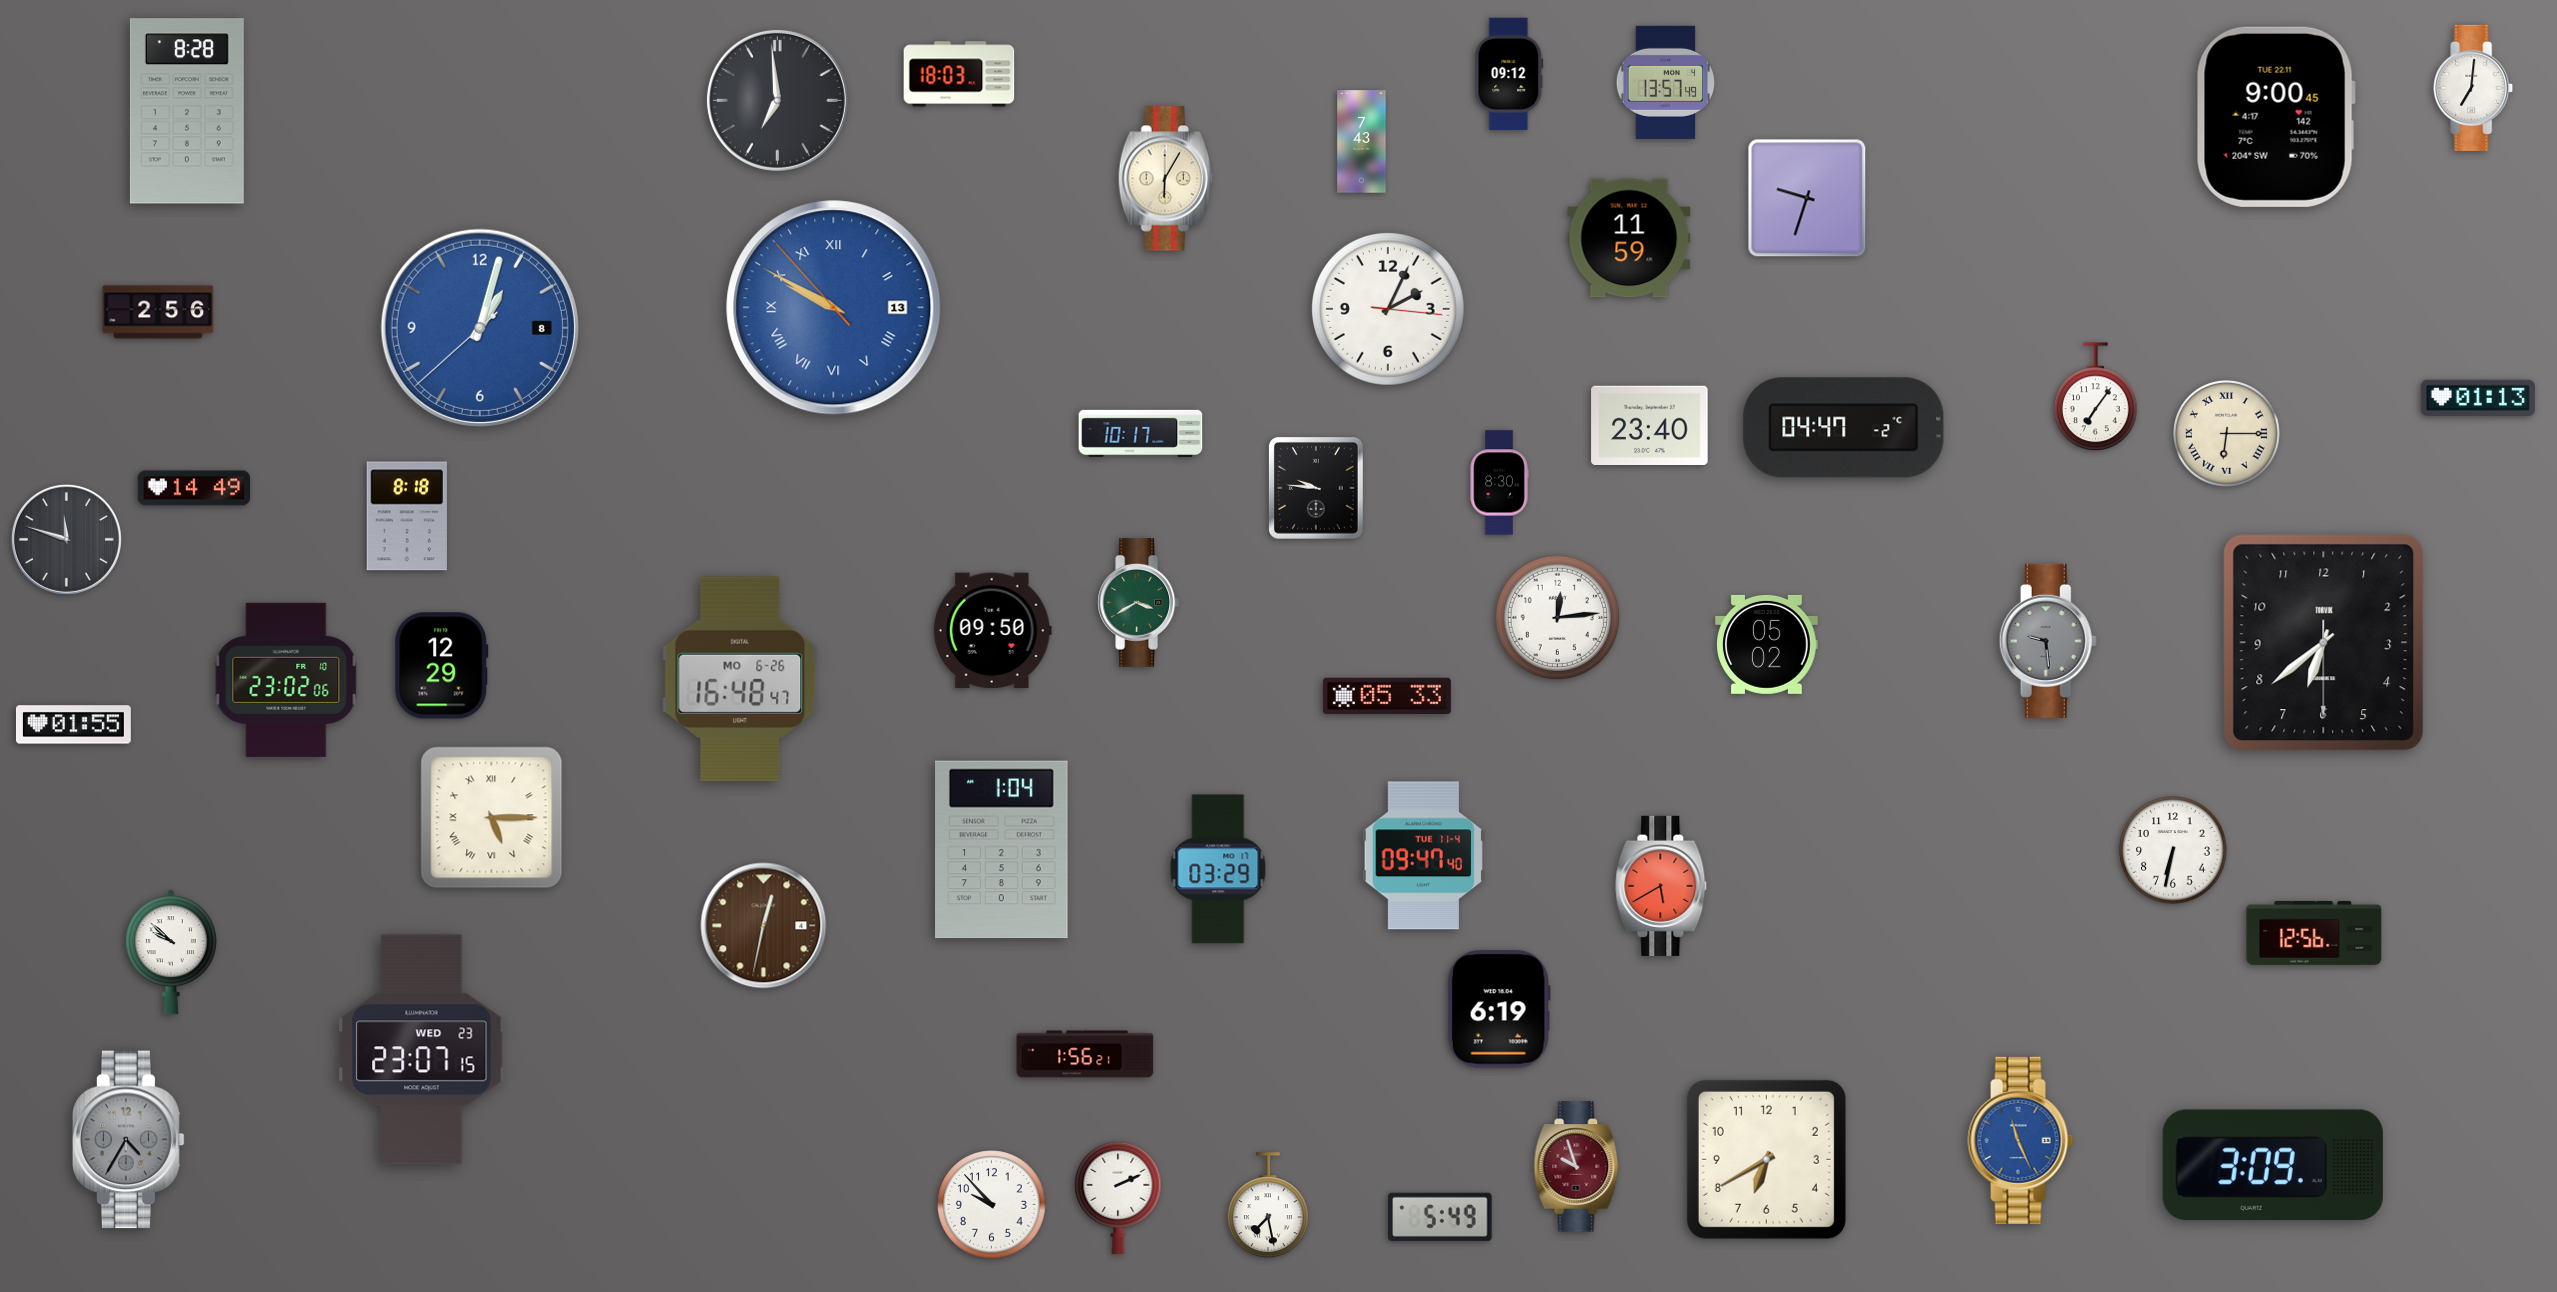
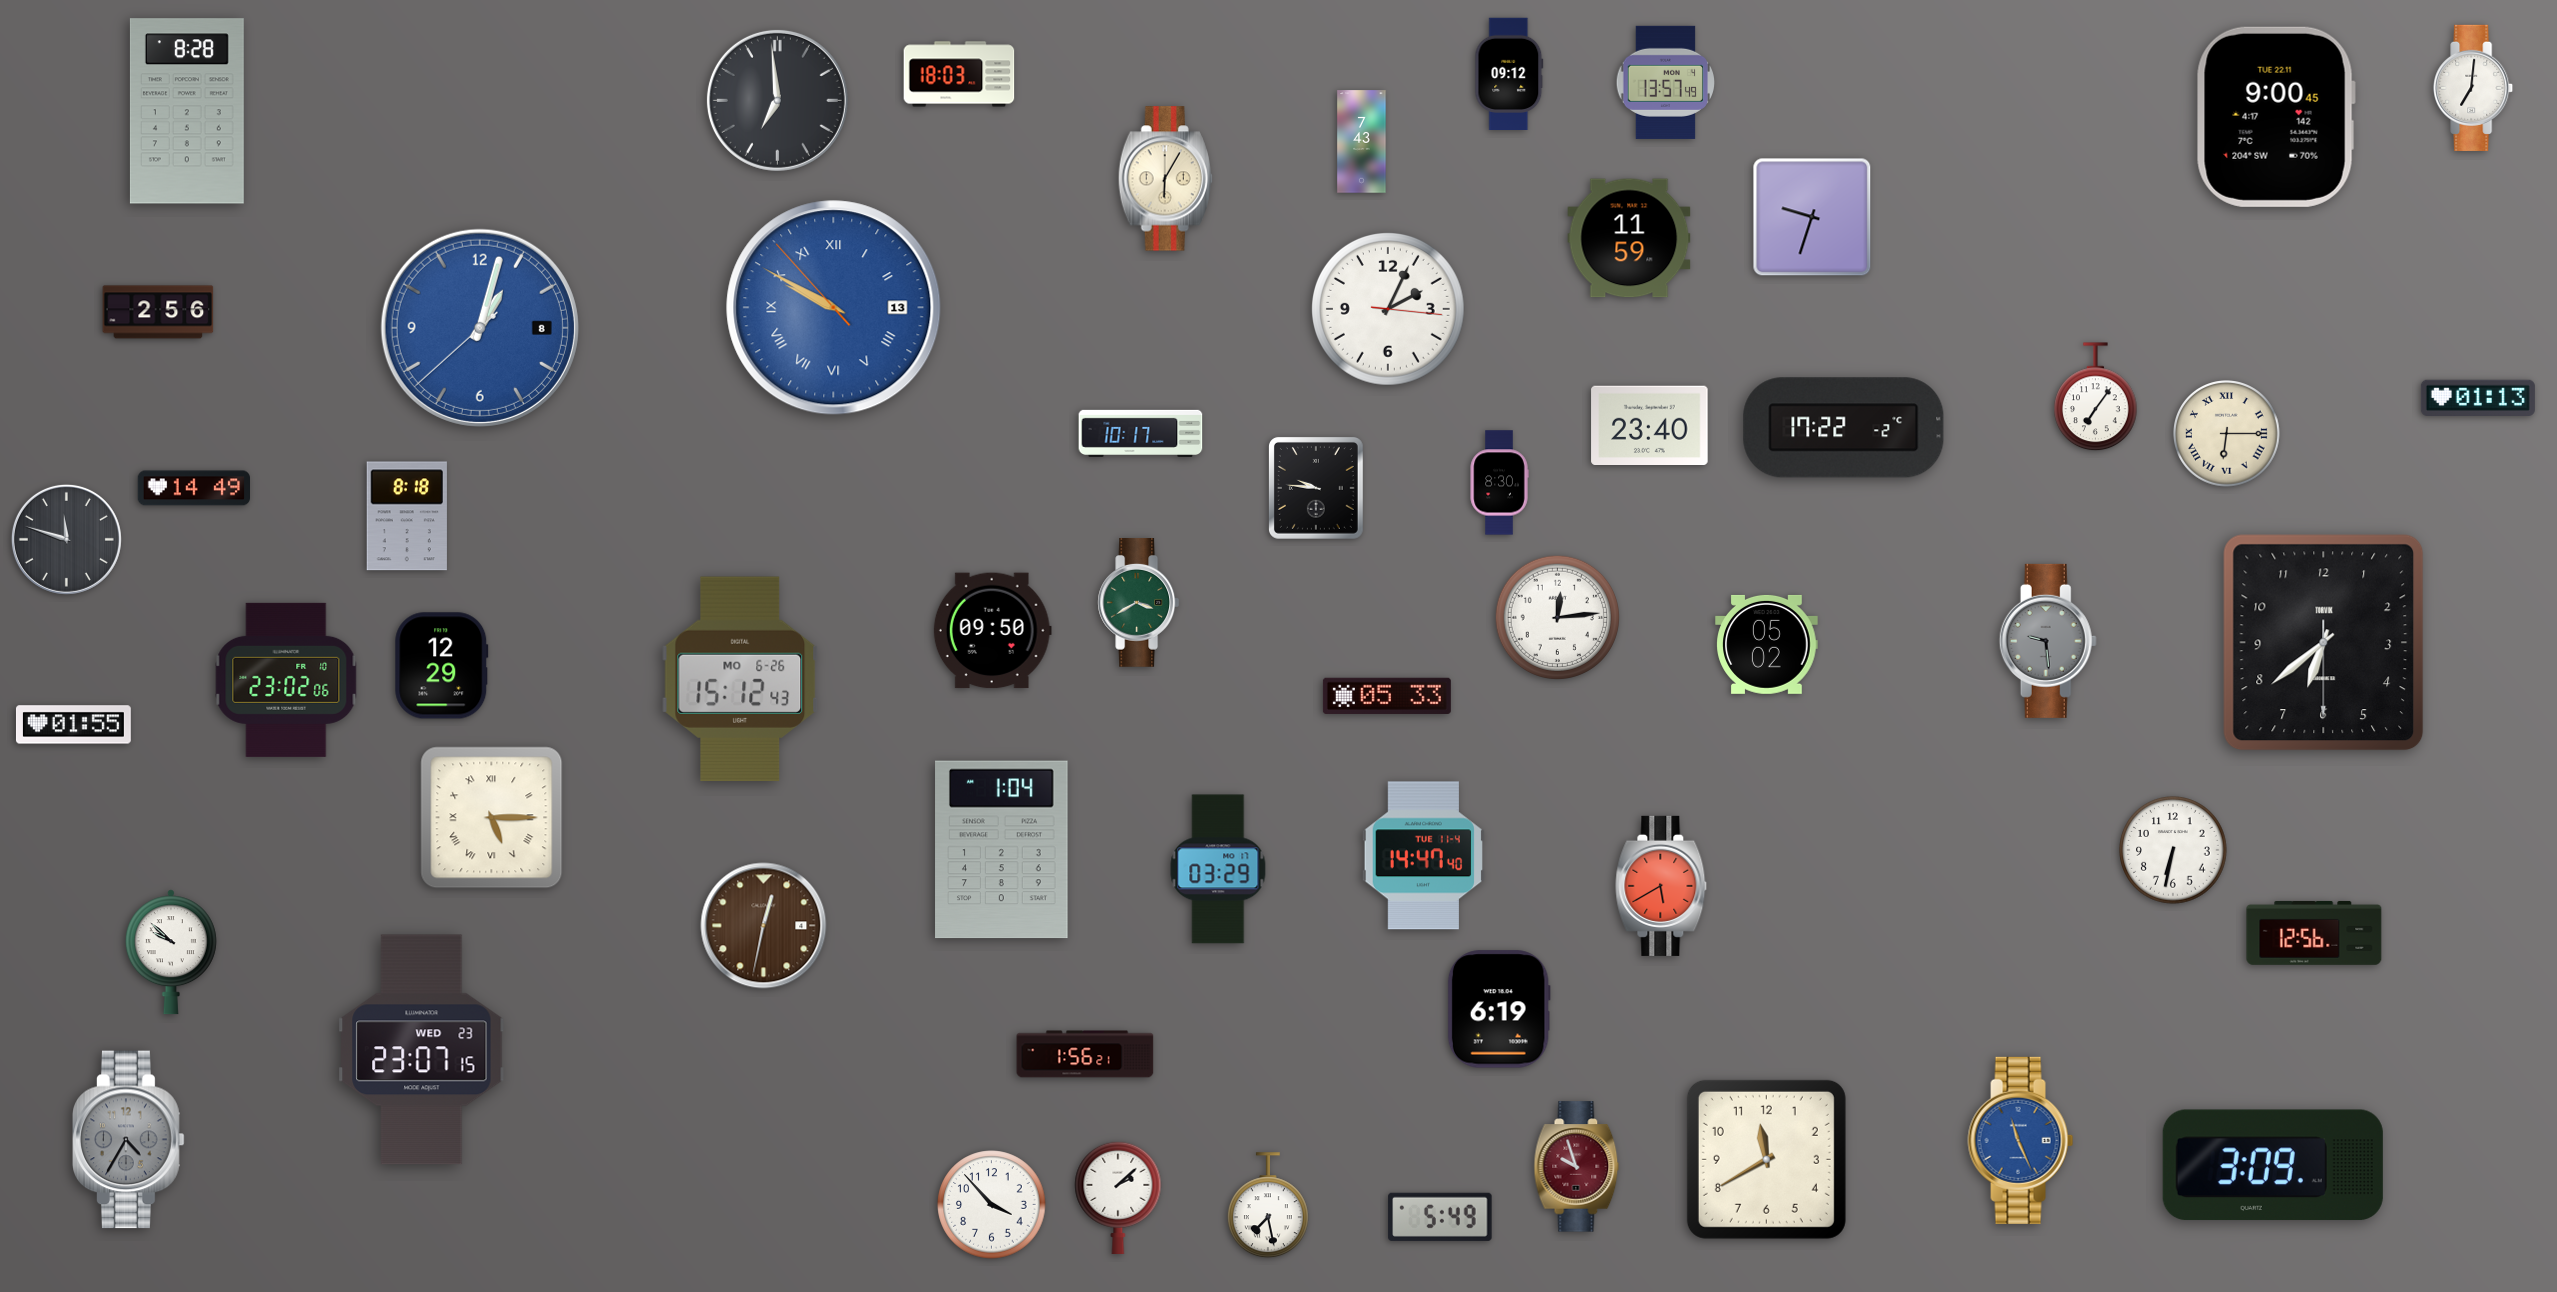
clock at (1807, 198) position: (1807, 198) -> (1812, 217)
clock at (1844, 428): 04:47 -> 17:22
clock at (740, 679): 16:48 -> 15:12
clock at (1423, 856): 09:47 -> 14:47
clock at (1766, 1159): 6:40 -> 11:40
clock at (1118, 1197): 2:11 -> 2:08
clock at (992, 1205): 9:53 -> 3:53
